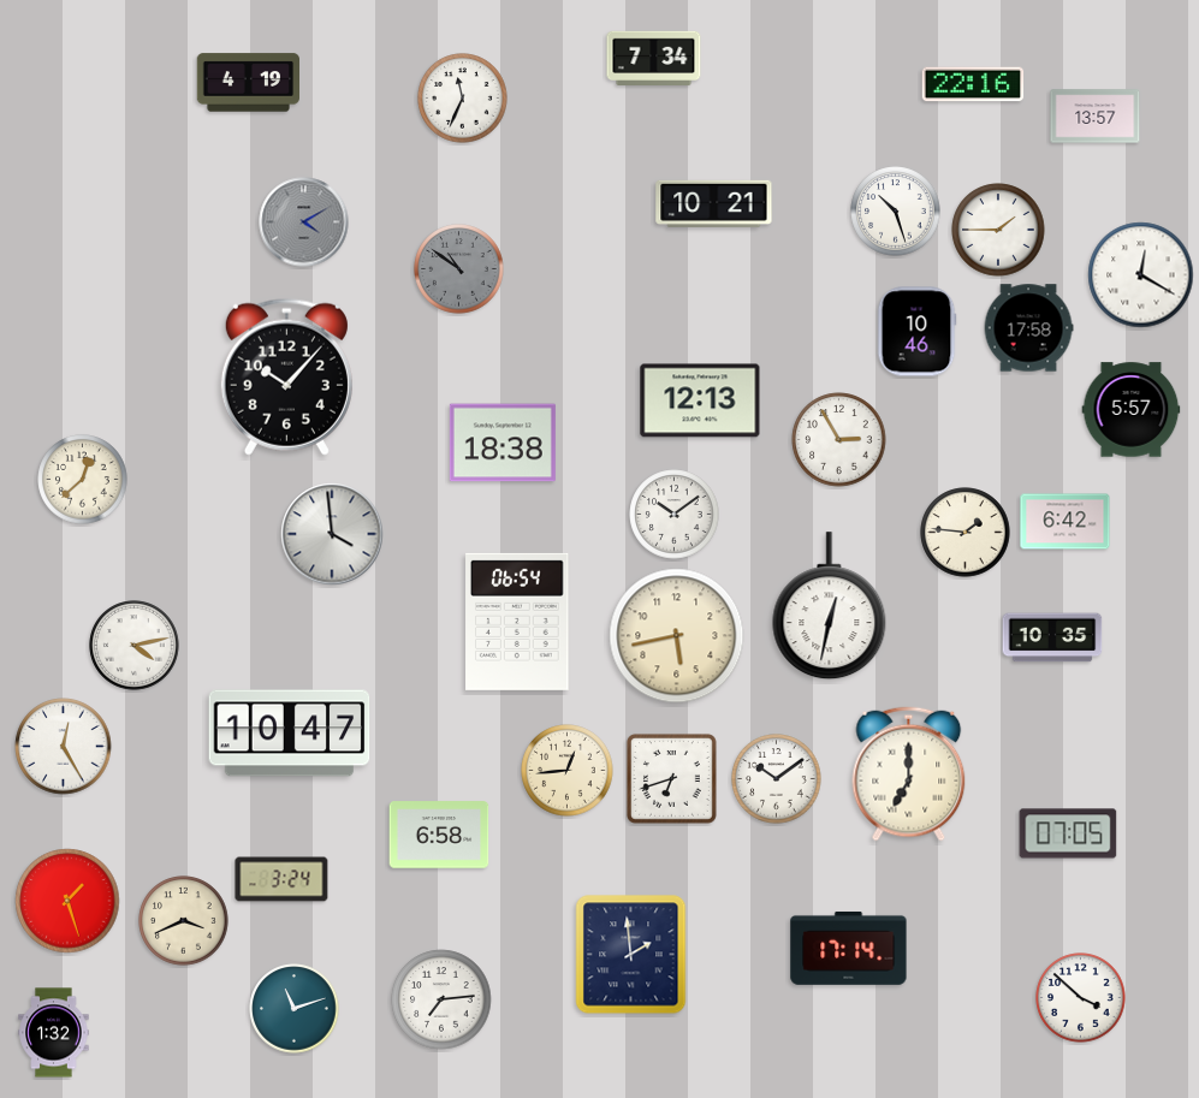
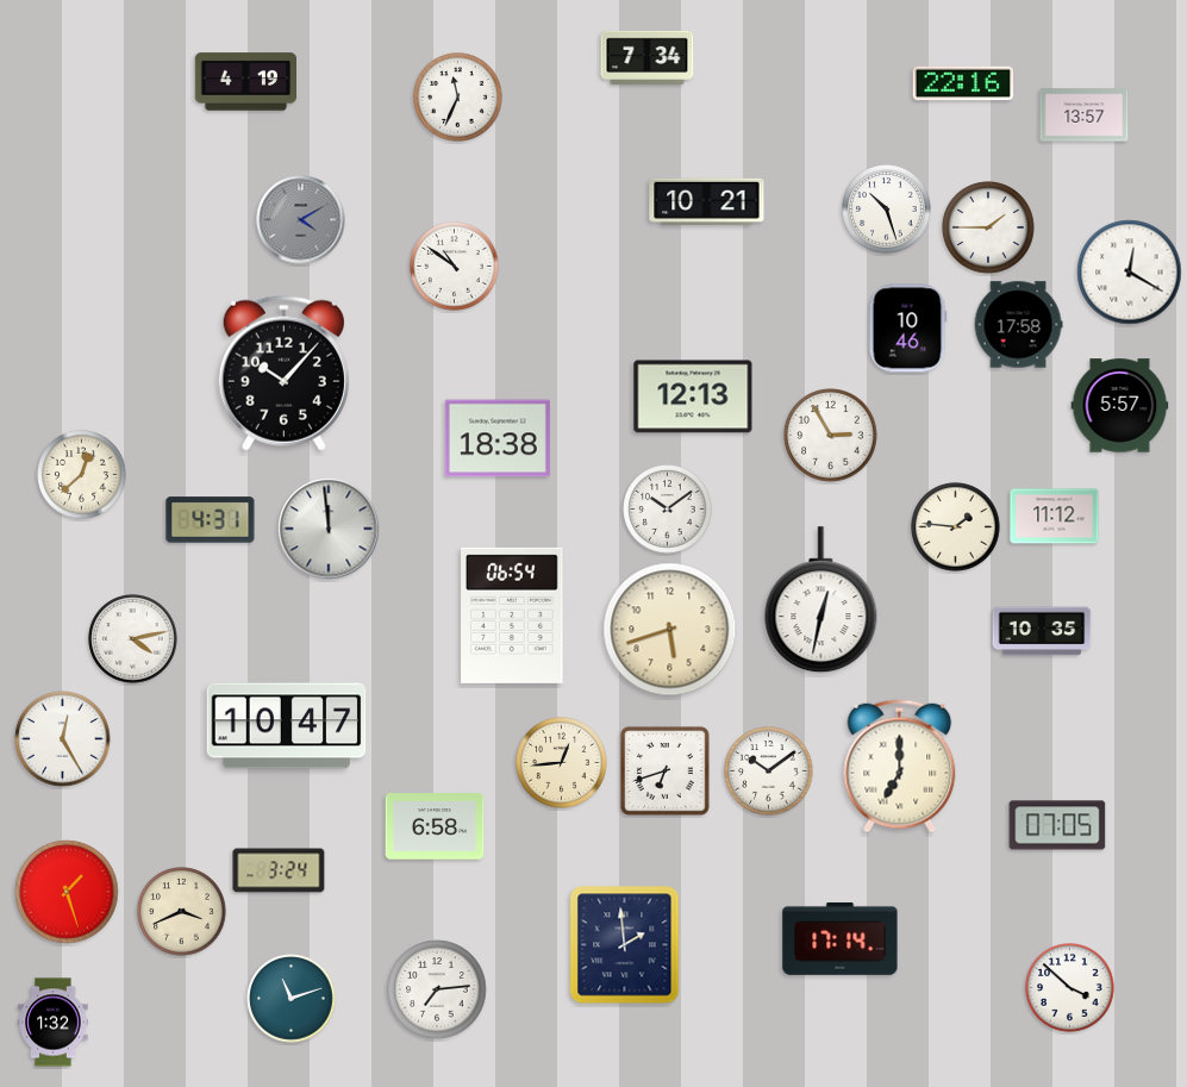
clock at (459, 269) dial: grey -> white
clock at (1066, 522): 6:42 -> 11:12
clock at (211, 520): none -> 4:31
clock at (332, 534): 3:59 -> 11:59
clock at (677, 636): 5:43 -> 5:42
